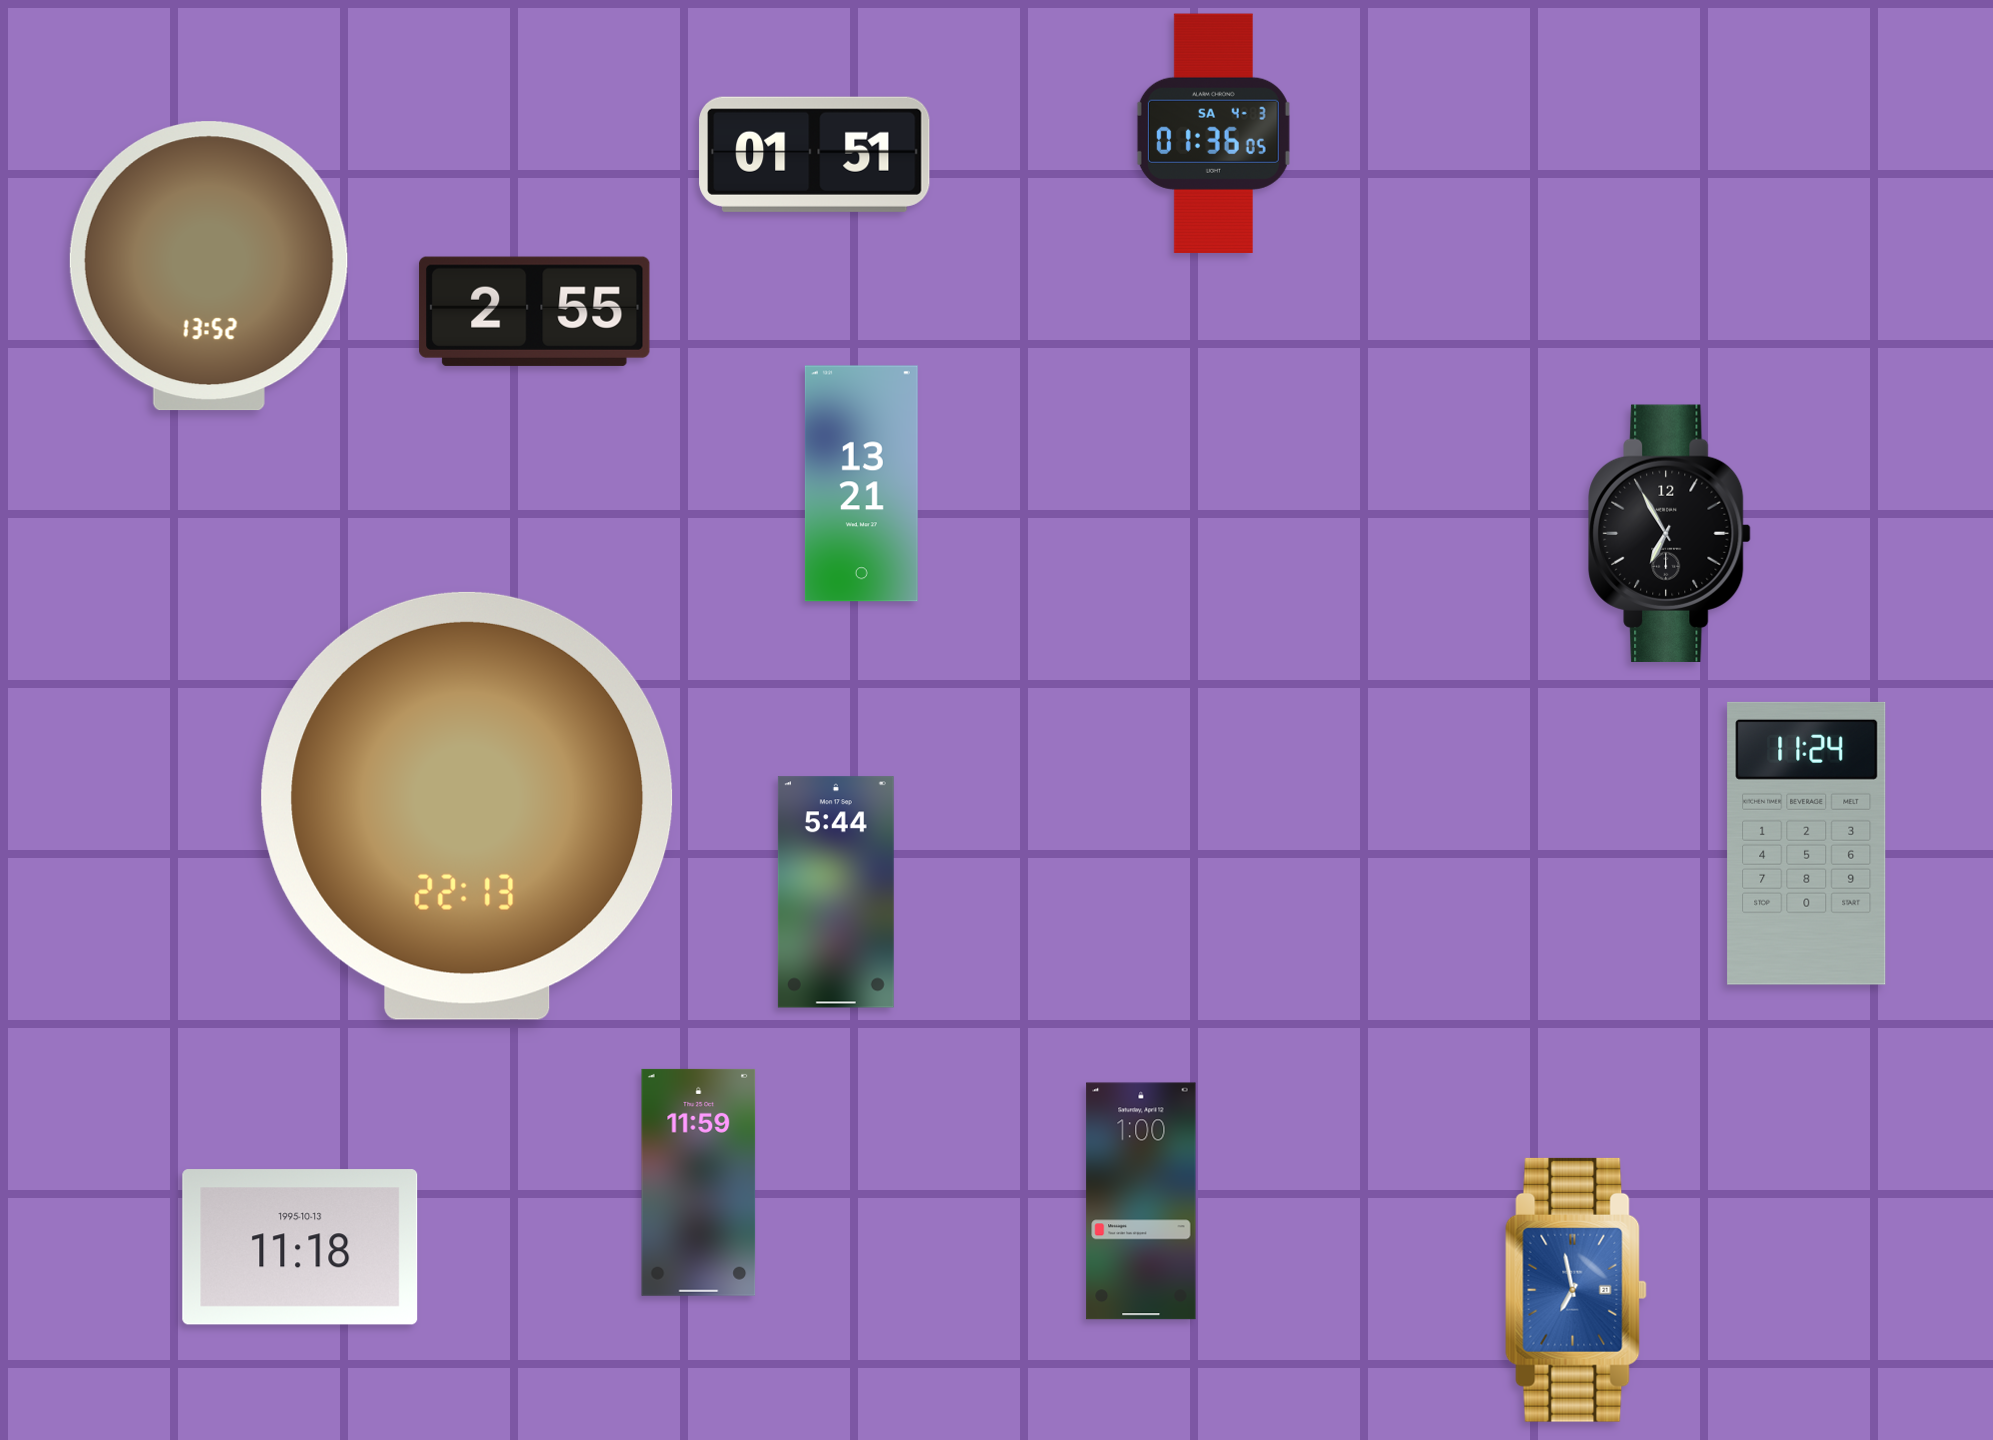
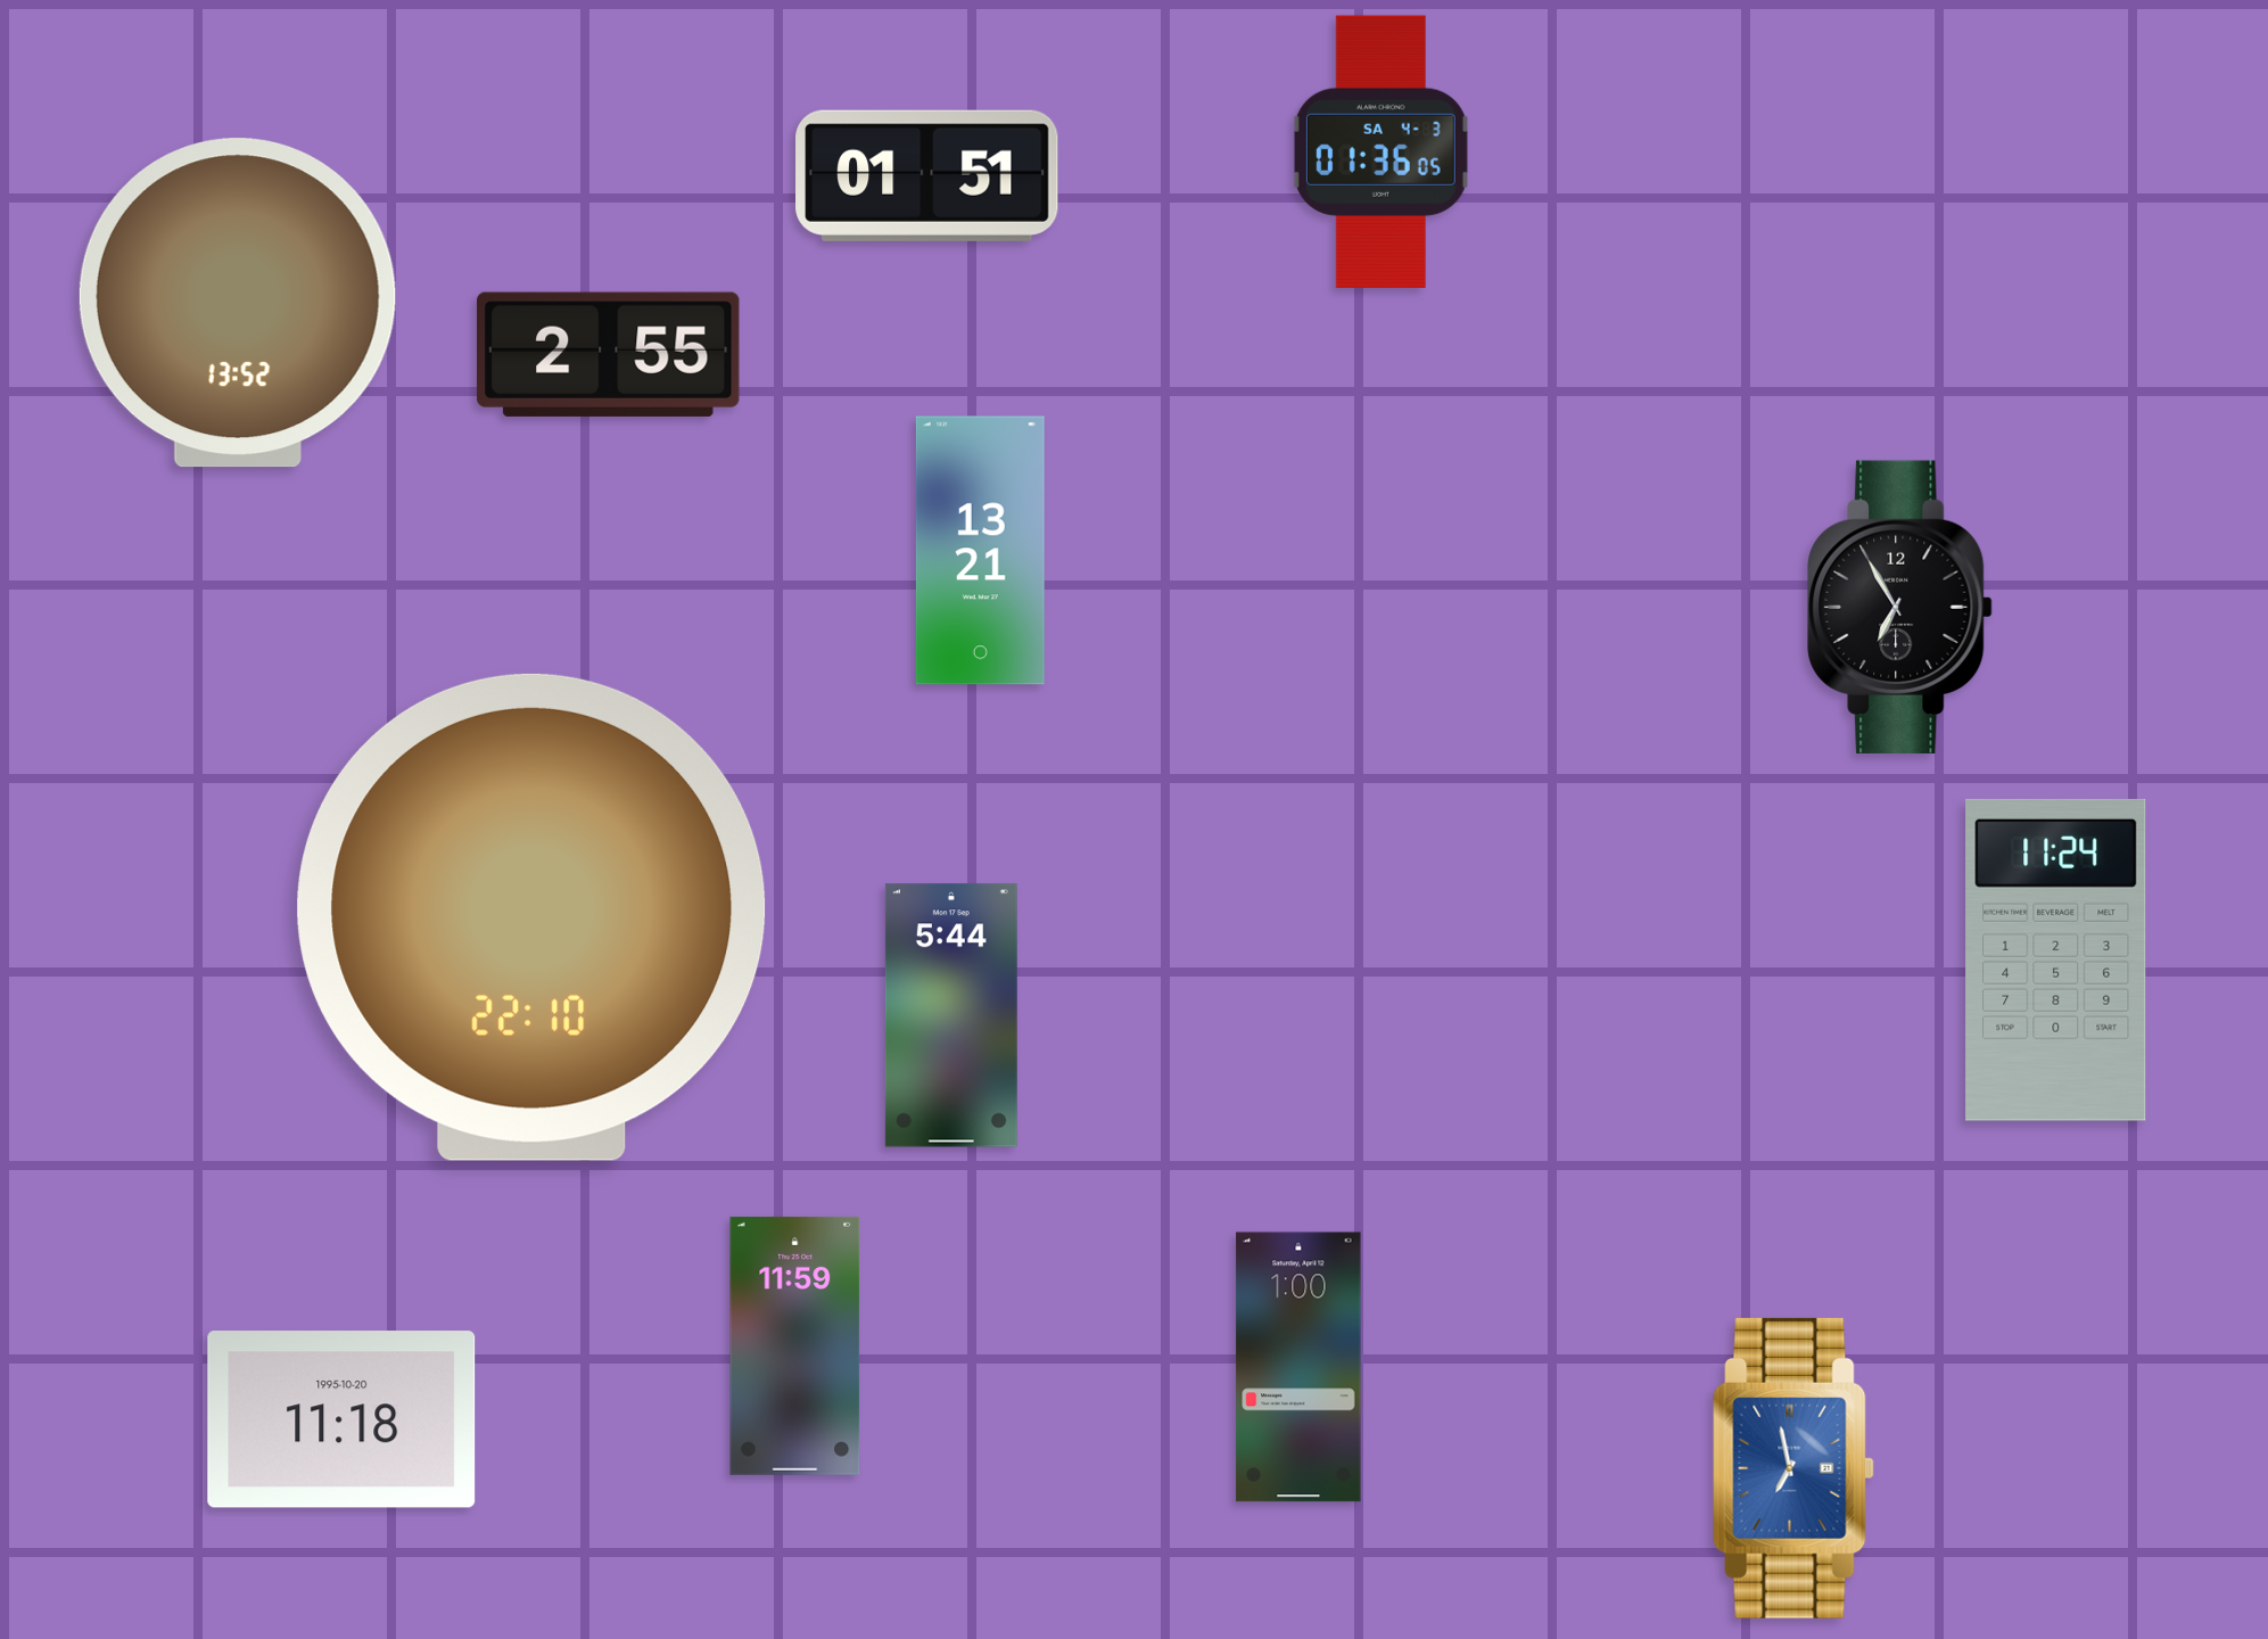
clock at (467, 806): 22:13 -> 22:10
clock at (300, 1247) date: 1995-10-13 -> 1995-10-20
